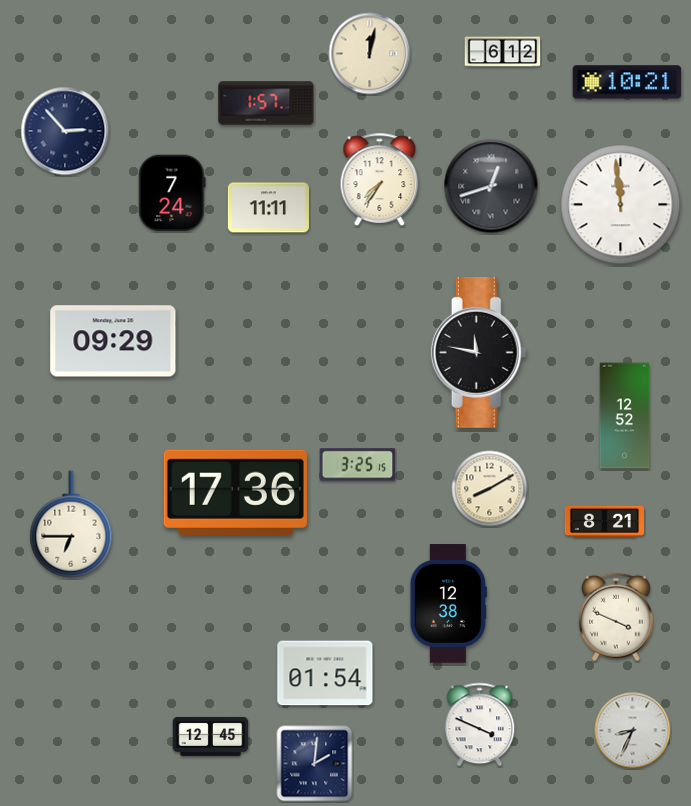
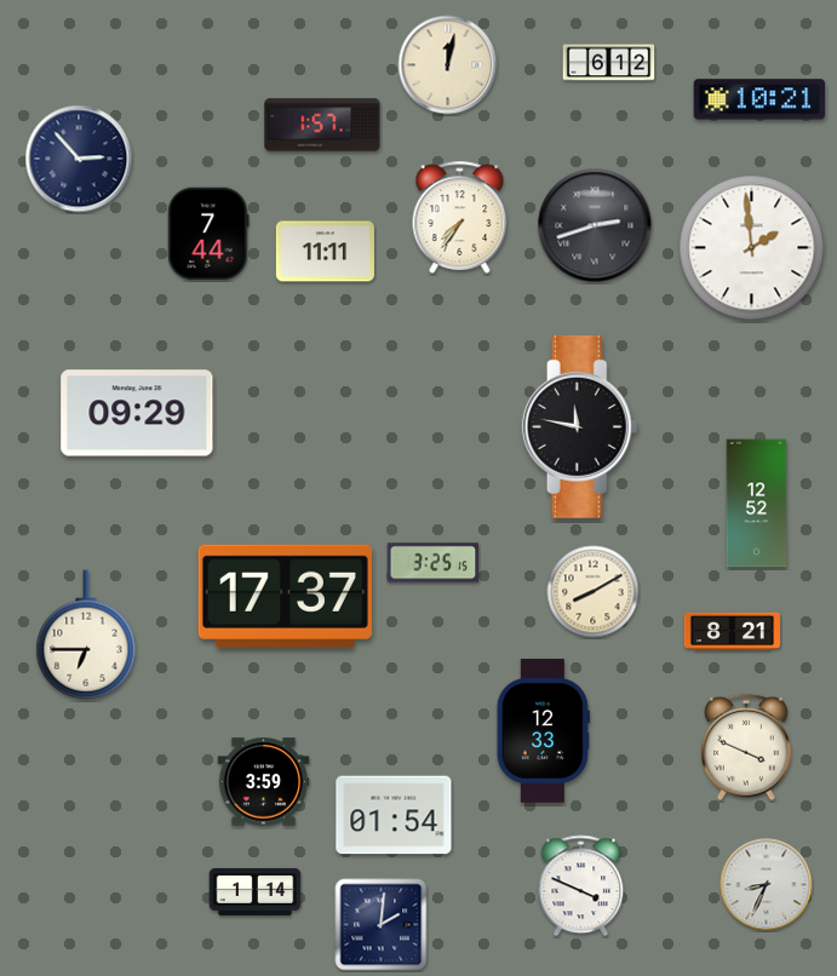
clock at (491, 186): 12:42 -> 2:42
clock at (172, 193): 7:24 -> 7:44
clock at (621, 205): 11:59 -> 1:59
clock at (235, 492): 17:36 -> 17:37
clock at (448, 604): 12:38 -> 12:33
clock at (264, 782): none -> 3:59
clock at (480, 725) position: (480, 725) -> (581, 886)
clock at (211, 736): 12:45 -> 1:14
